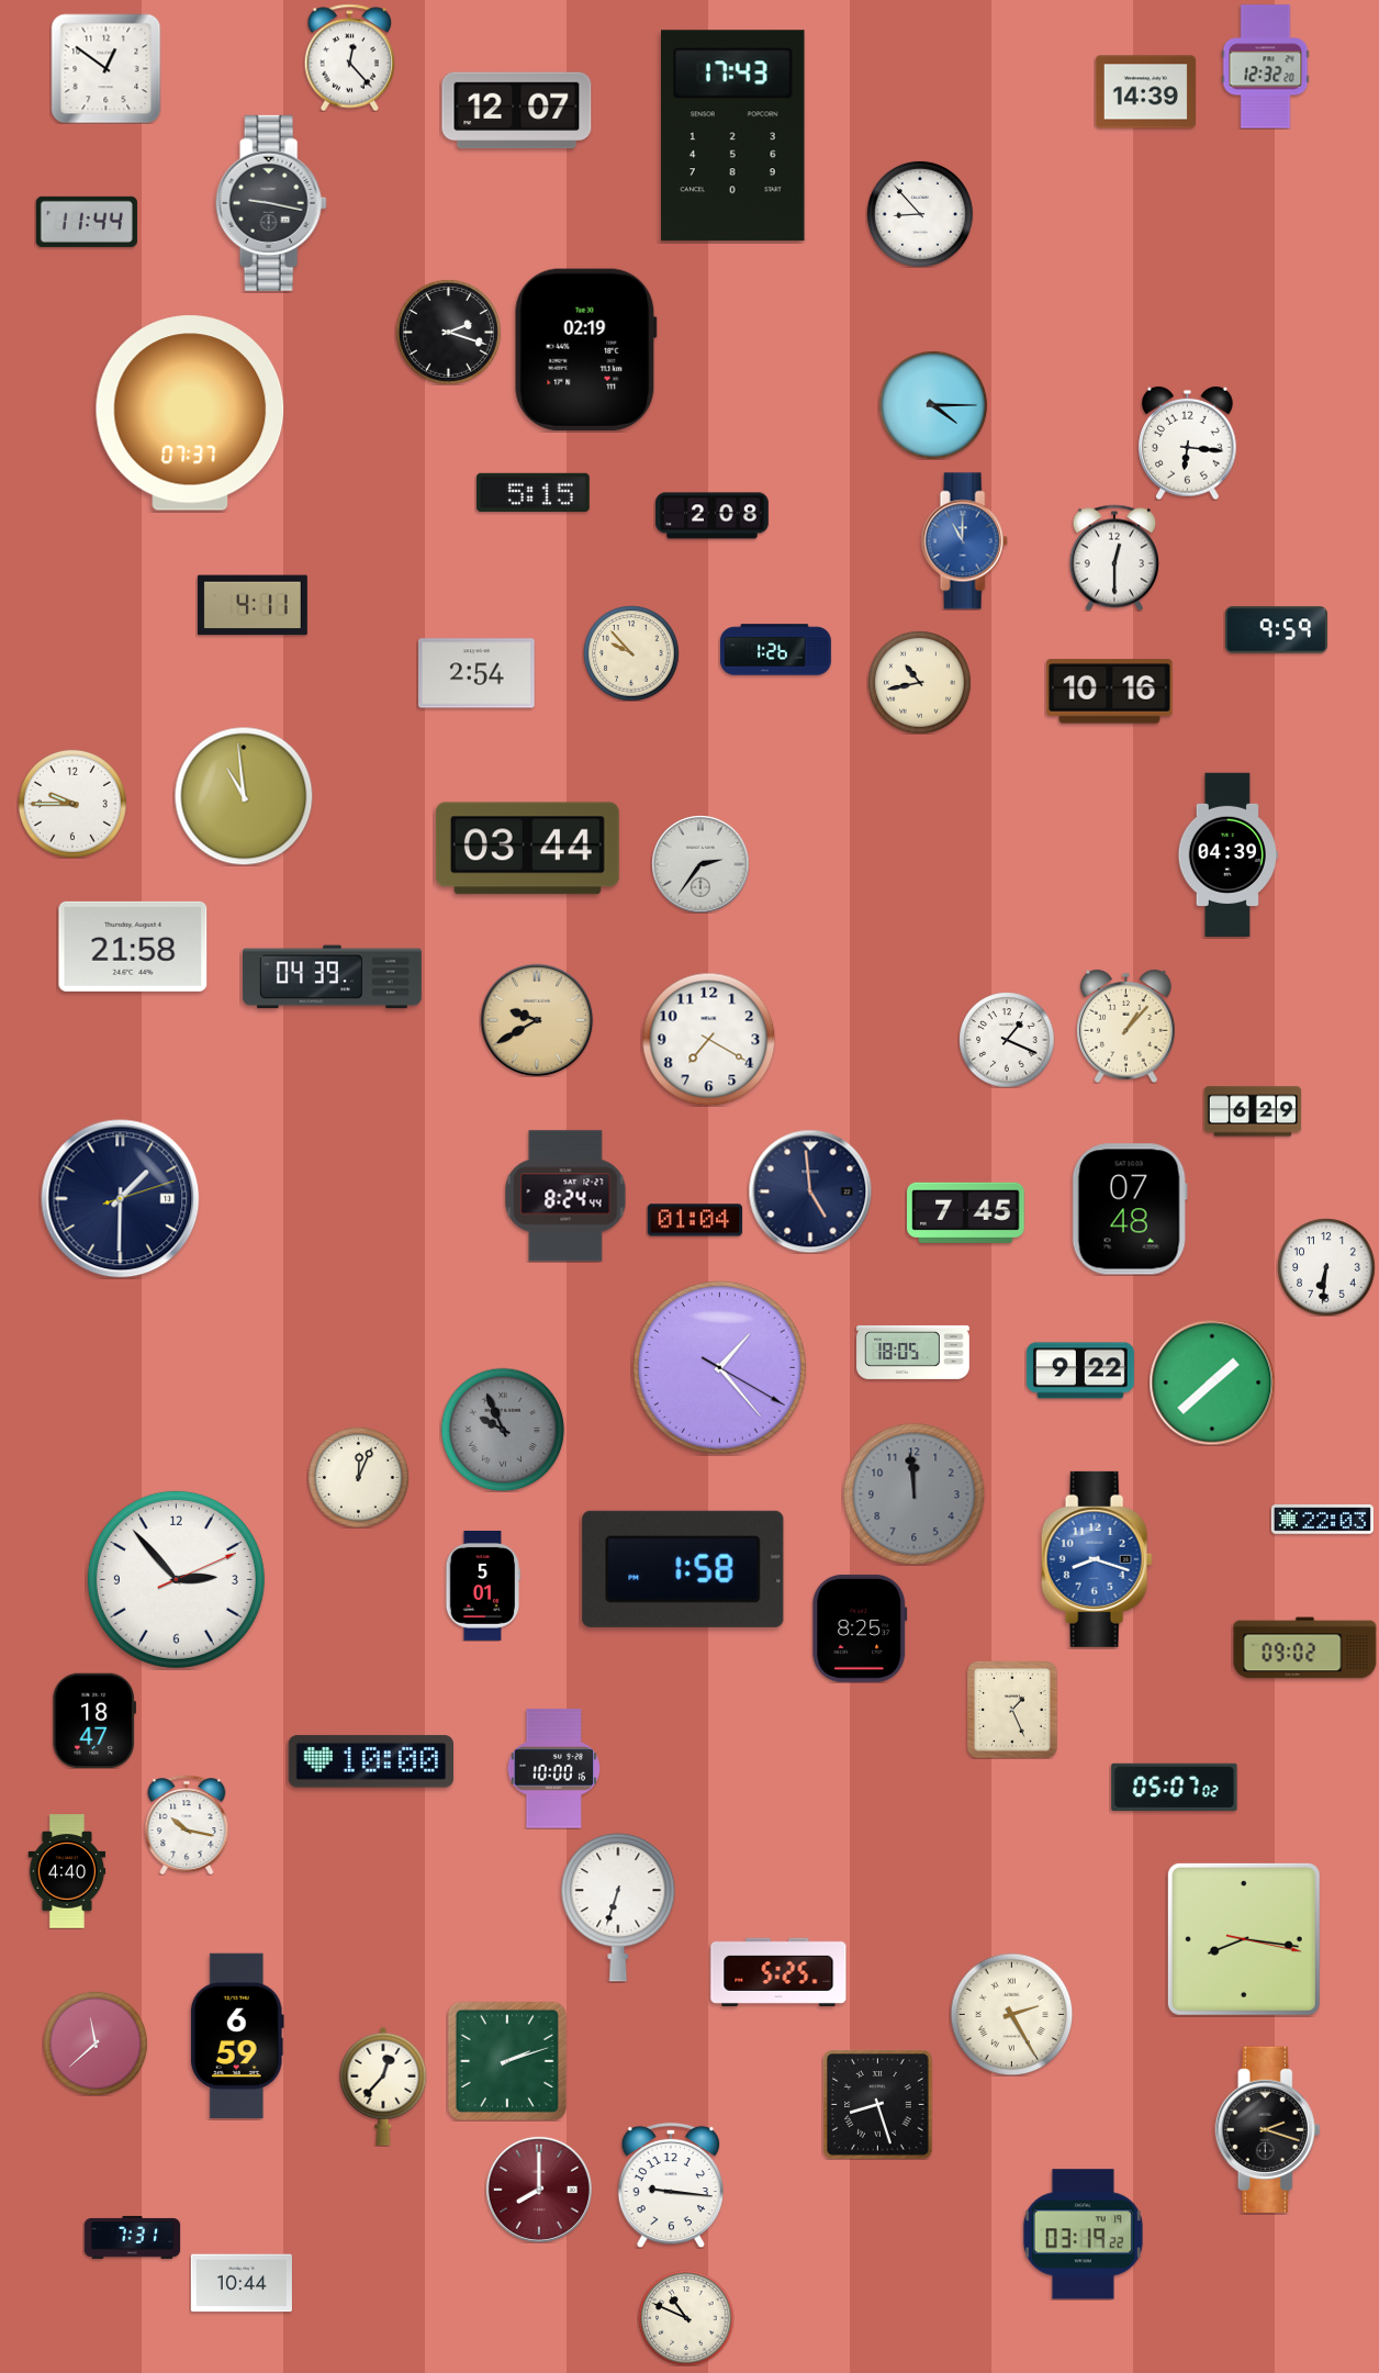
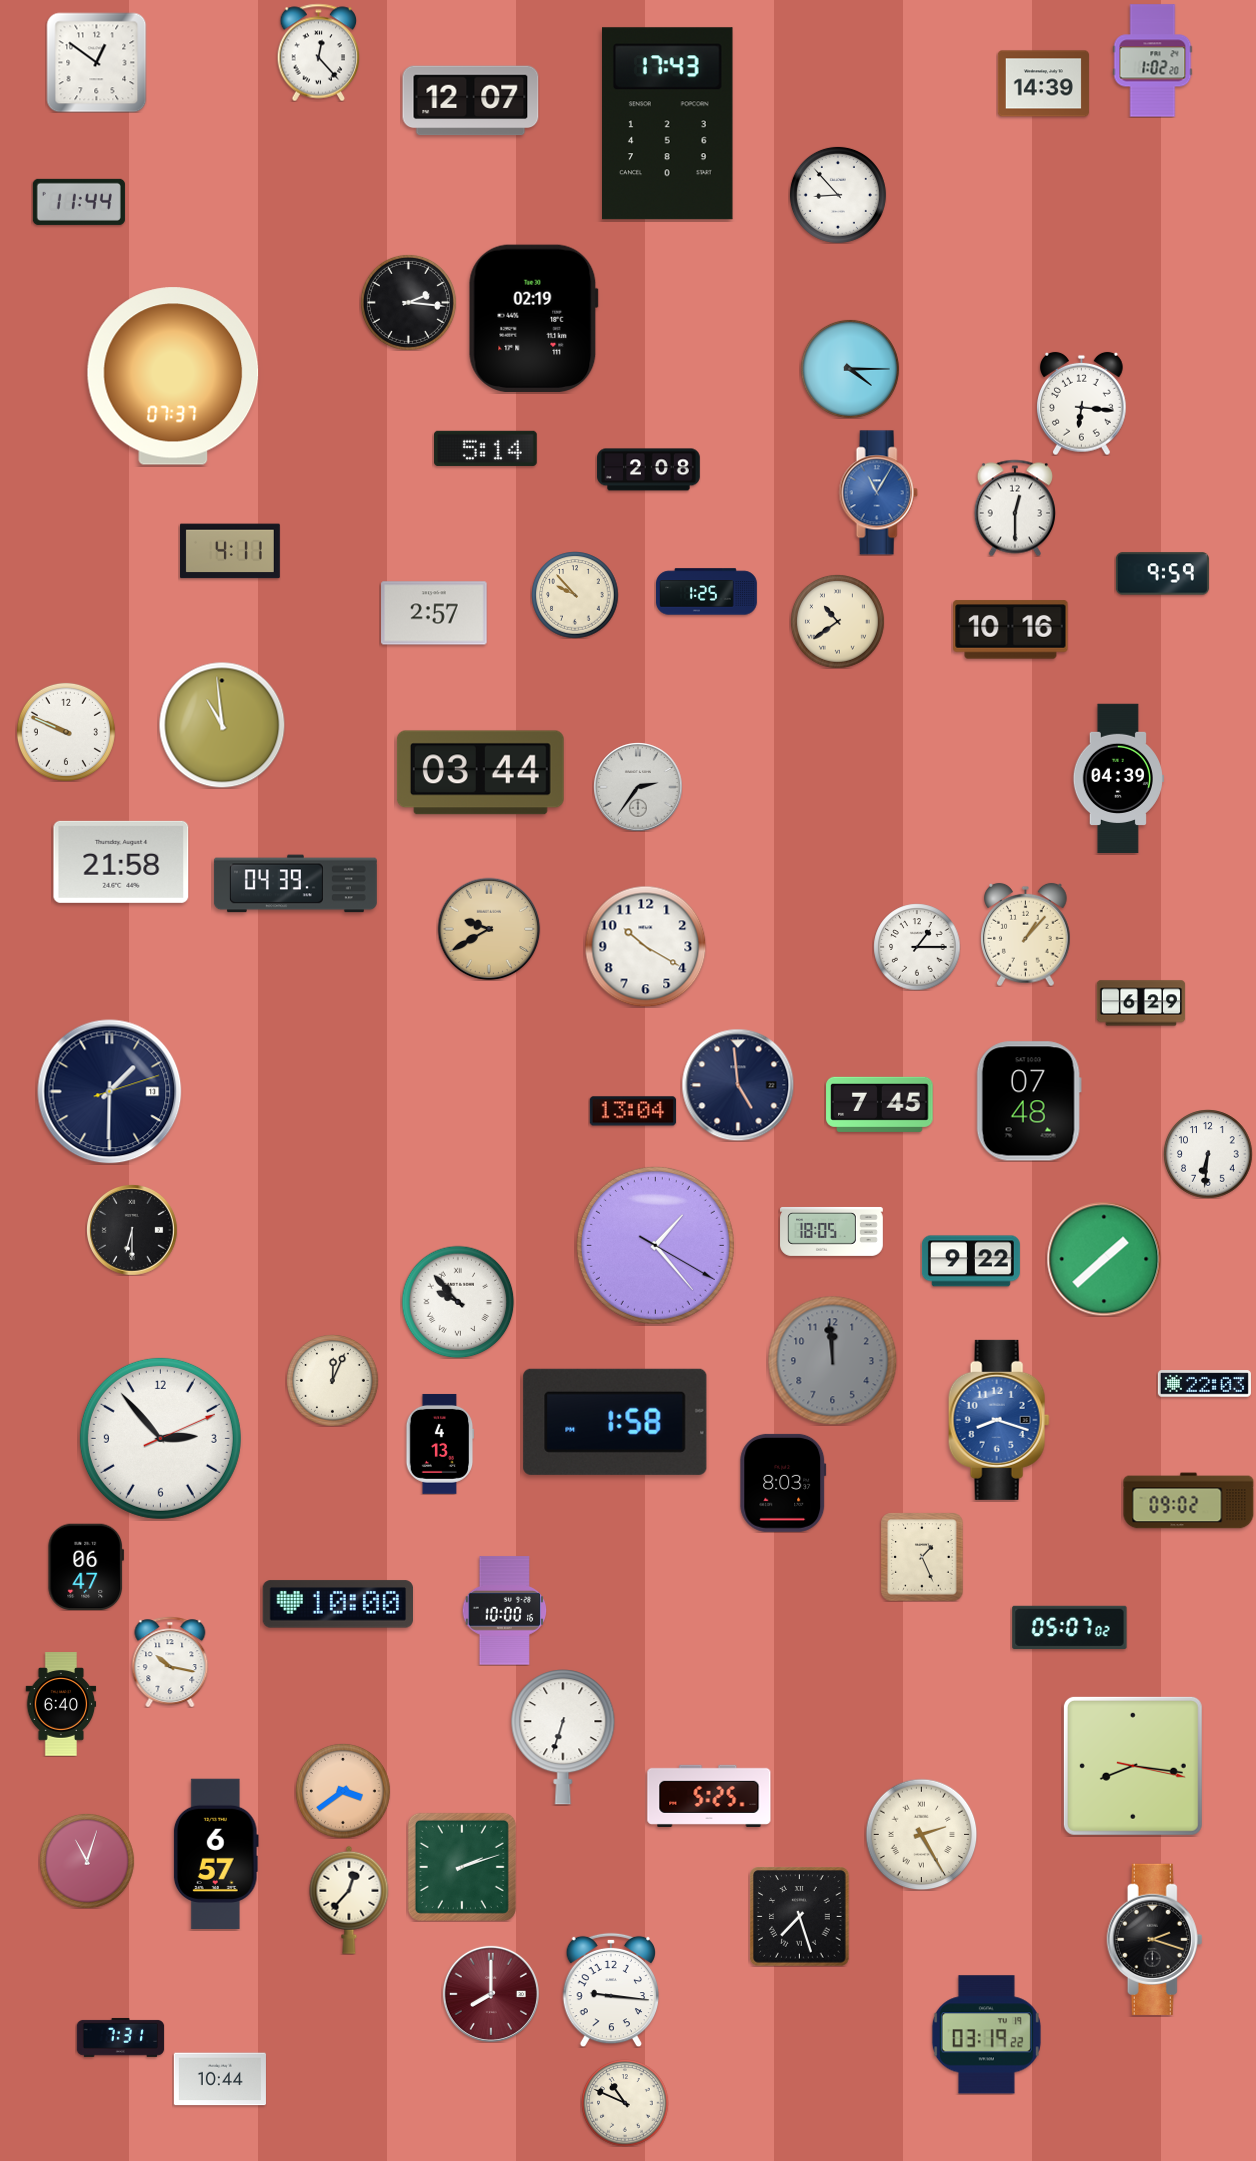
clock at (1266, 67): 12:32 -> 1:02
clock at (271, 203): 9:17 -> none
clock at (448, 332): 2:18 -> 2:16
clock at (534, 492): 5:15 -> 5:14
clock at (964, 541): 11:00 -> 11:05
clock at (776, 650): 1:26 -> 1:25
clock at (477, 673): 2:54 -> 2:57
clock at (919, 682): 10:43 -> 10:39
clock at (72, 804): 9:45 -> 9:49
clock at (332, 977) position: (332, 977) -> (295, 884)
clock at (708, 1039): 7:20 -> 10:20
clock at (1007, 1040): 1:19 -> 1:15
clock at (1253, 1111) position: (1253, 1111) -> (1141, 1003)
clock at (565, 1196): 8:24 -> none
clock at (695, 1220): 01:04 -> 13:04
clock at (132, 1230): none -> 6:30
clock at (1080, 1370) position: (1080, 1370) -> (971, 1261)
clock at (503, 1430): 9:56 -> 9:53
clock at (503, 1430) dial: grey -> white
clock at (359, 1478) position: (359, 1478) -> (333, 1381)
clock at (683, 1569) position: (683, 1569) -> (615, 1422)
clock at (483, 1586): 5:01 -> 4:13
clock at (860, 1628): 8:25 -> 8:03
clock at (94, 1720): 18:47 -> 06:47
clock at (67, 1871): 4:40 -> 6:40
clock at (343, 1791): none -> 3:39
clock at (237, 2035): 6:59 -> 6:57
clock at (96, 2044): 11:38 -> 11:03
clock at (507, 2061) position: (507, 2061) -> (462, 1867)
clock at (877, 2104): 8:27 -> 7:27
clock at (686, 2318) position: (686, 2318) -> (625, 2103)
